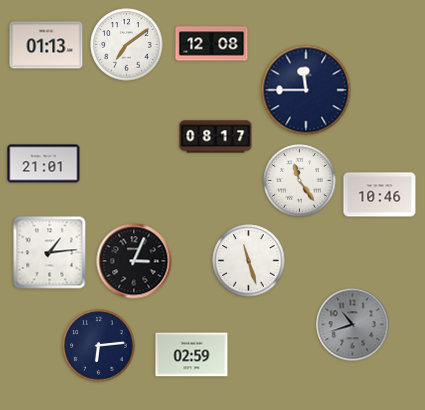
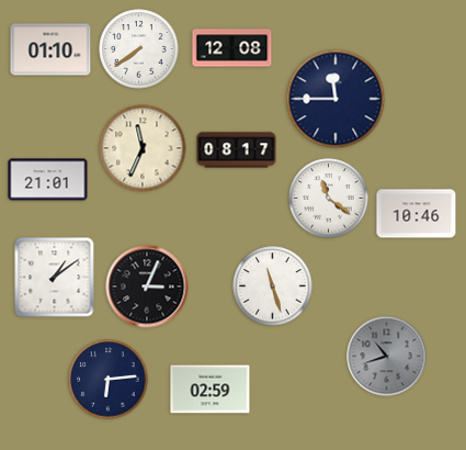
clock at (46, 45): 01:13 -> 01:10
clock at (127, 45): 7:09 -> 7:39
clock at (143, 148): none -> 11:34
clock at (300, 181): 11:24 -> 11:21
clock at (50, 253): 1:14 -> 1:09
